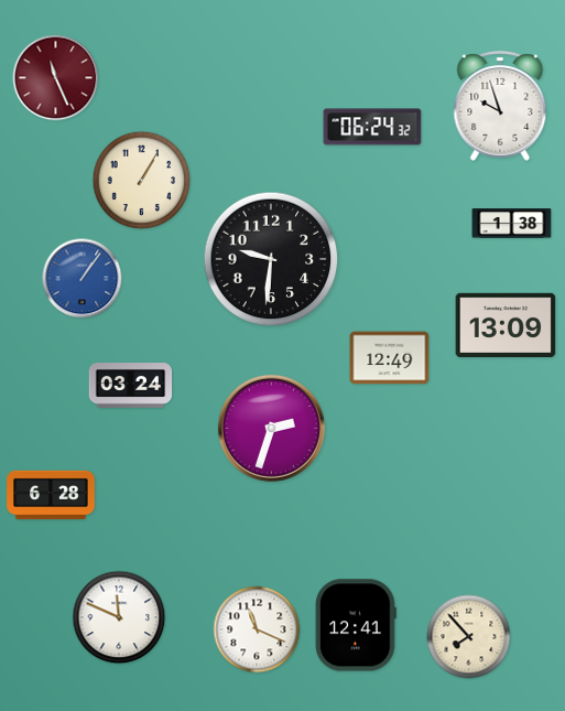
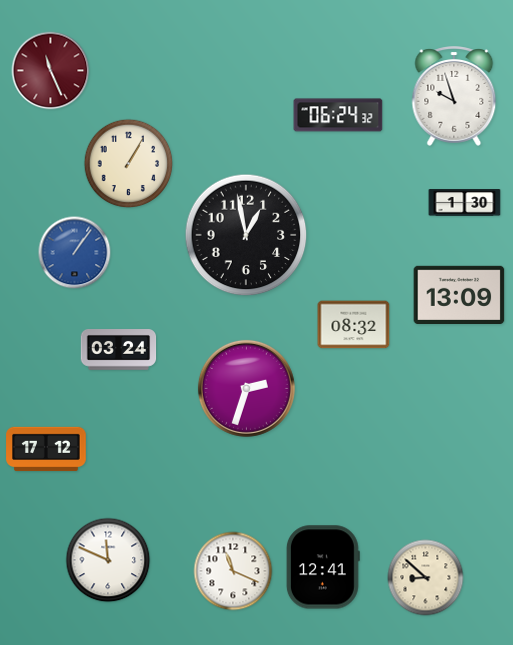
clock at (512, 224): 1:38 -> 1:30
clock at (271, 259): 9:31 -> 12:58
clock at (390, 358): 12:49 -> 08:32
clock at (51, 495): 6:28 -> 17:12
clock at (469, 637): 7:53 -> 8:52
